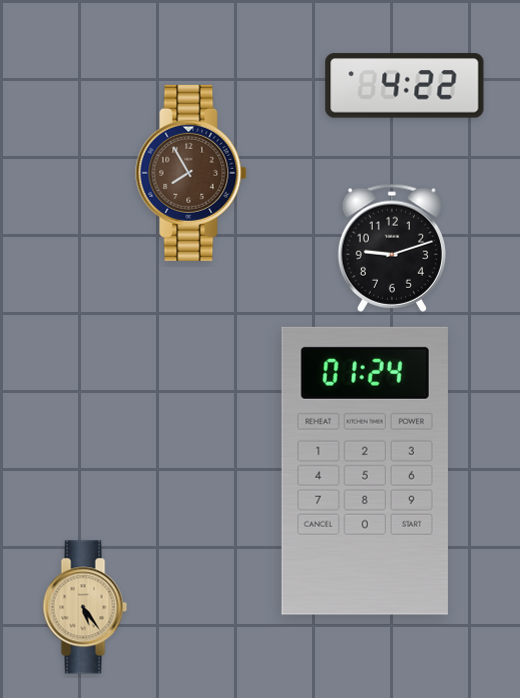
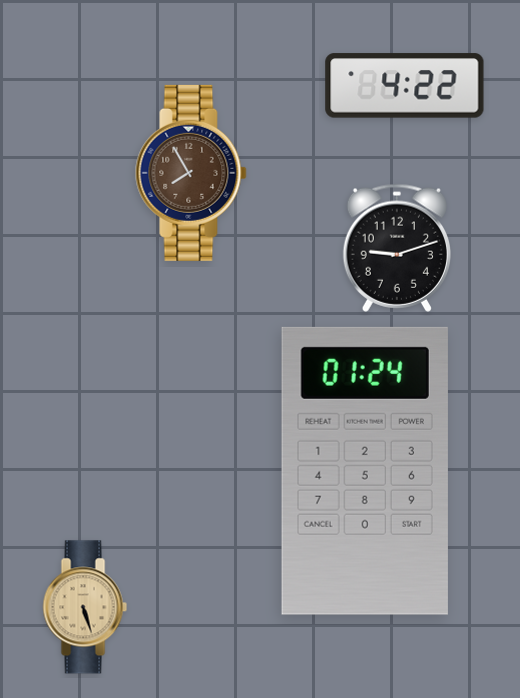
clock at (391, 248) position: (391, 248) -> (396, 248)
clock at (85, 607): 5:24 -> 5:27
